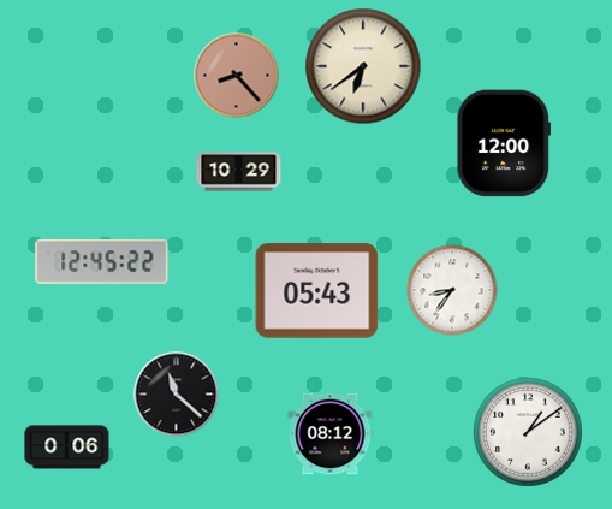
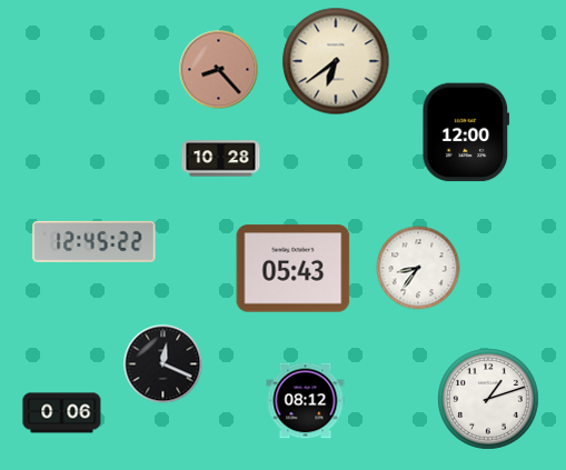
clock at (239, 172): 10:29 -> 10:28
clock at (177, 395): 11:22 -> 12:19
clock at (529, 433): 1:09 -> 1:12
